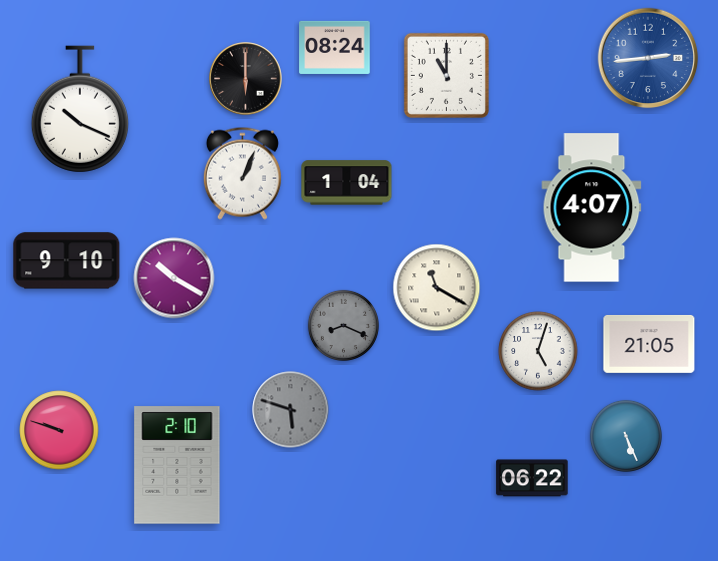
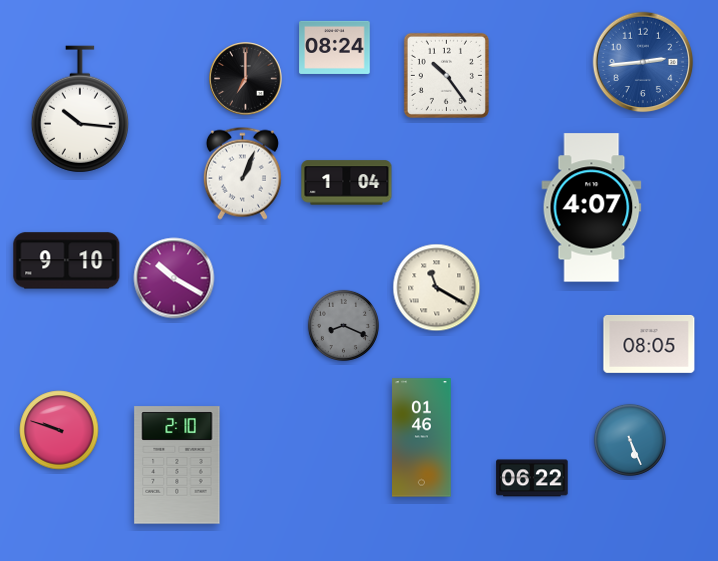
clock at (648, 58) position: (648, 58) -> (643, 62)
clock at (446, 75): 11:00 -> 10:24
clock at (246, 79): 6:00 -> 7:00
clock at (80, 109): 10:19 -> 10:16
clock at (649, 344): 21:05 -> 08:05
clock at (538, 351): 5:03 -> none
clock at (291, 410): 5:48 -> none
clock at (626, 436) position: (626, 436) -> (630, 440)
clock at (422, 438): none -> 01:46
